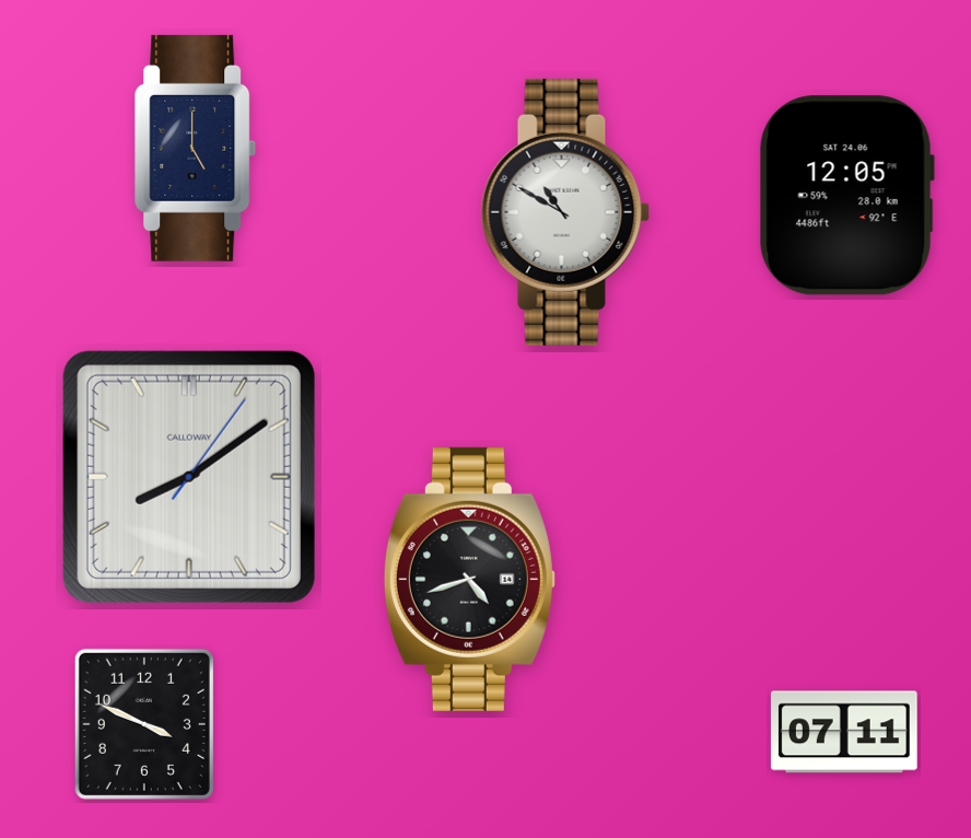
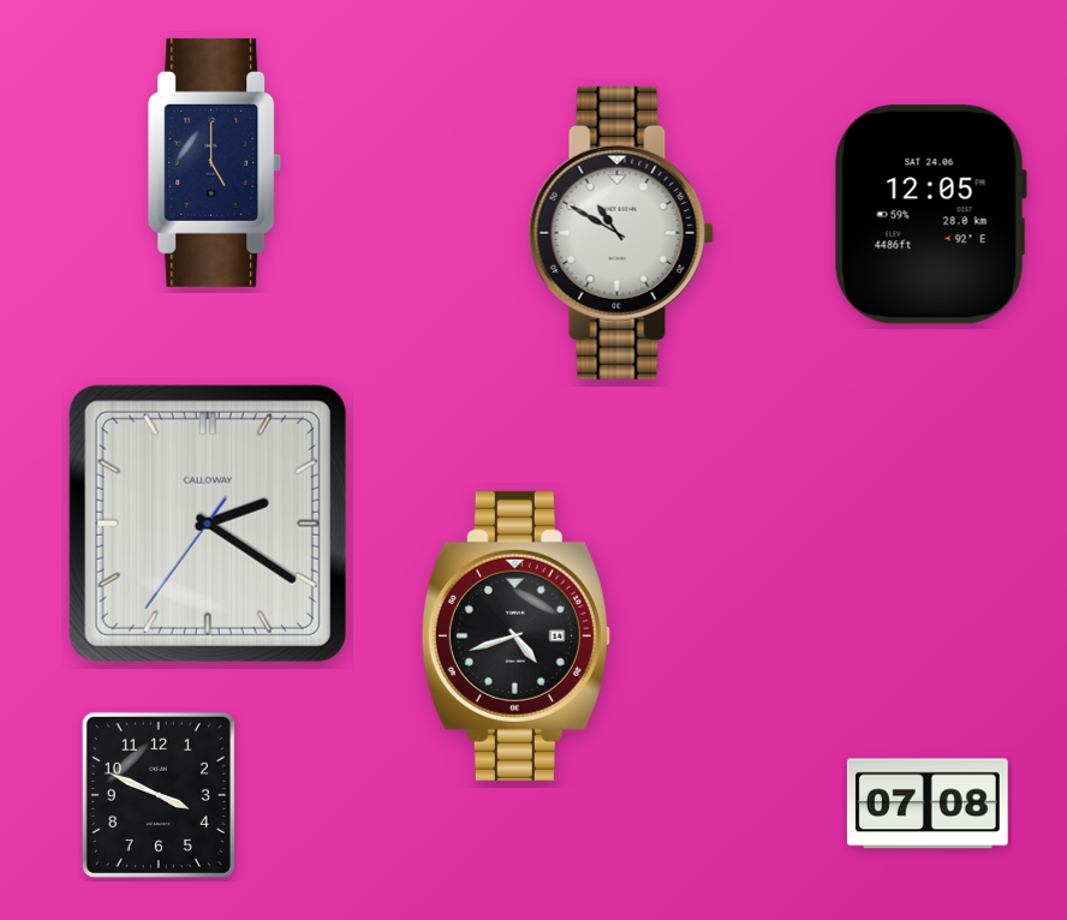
clock at (189, 477): 8:09 -> 2:20
clock at (844, 732): 07:11 -> 07:08
